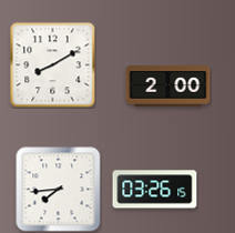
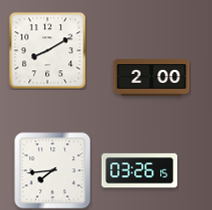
clock at (53, 65) position: (53, 65) -> (48, 51)
